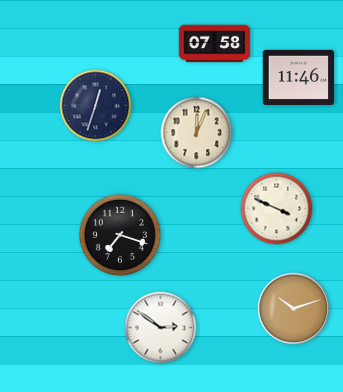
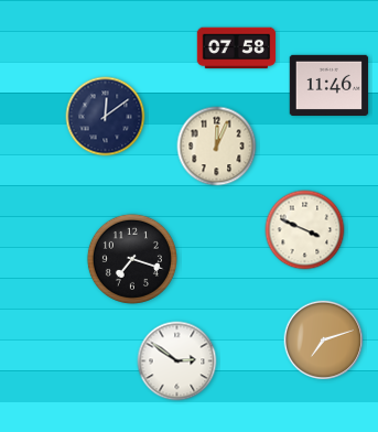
clock at (96, 106): 12:33 -> 12:09
clock at (294, 309): 10:12 -> 7:12
